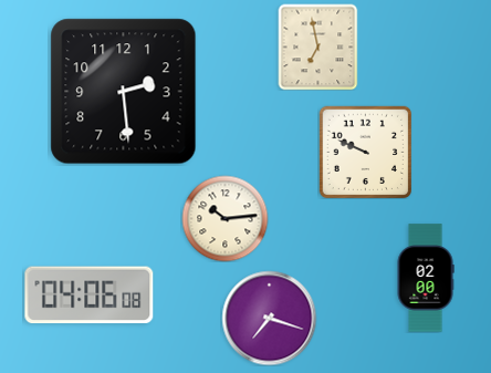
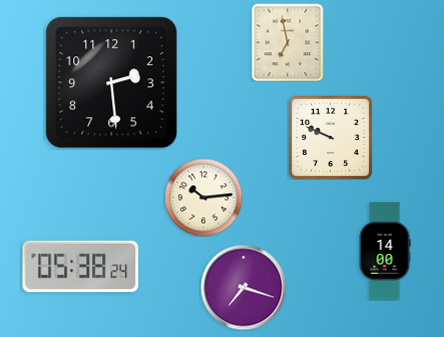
clock at (426, 278): 02:00 -> 14:00
clock at (90, 296): 04:06 -> 05:38
